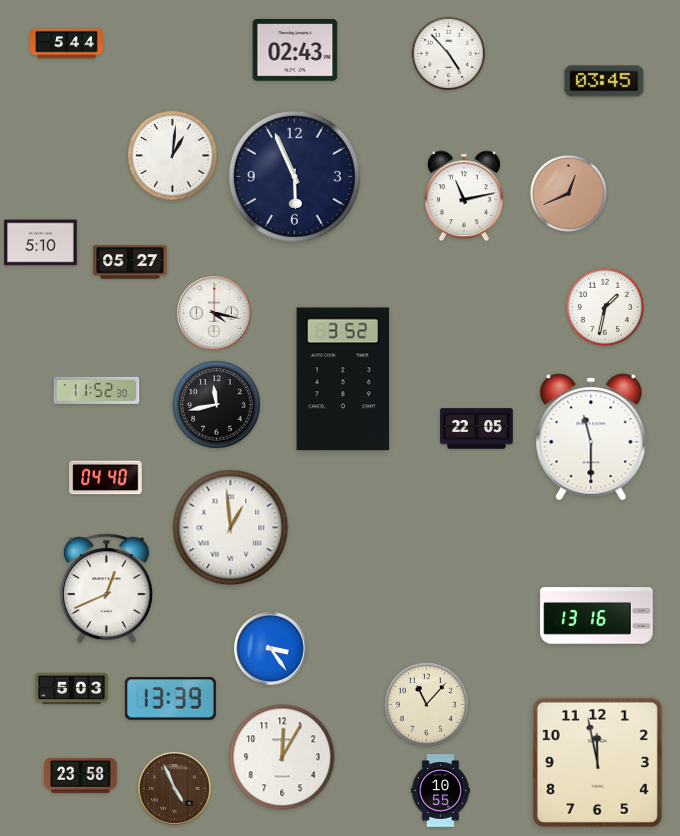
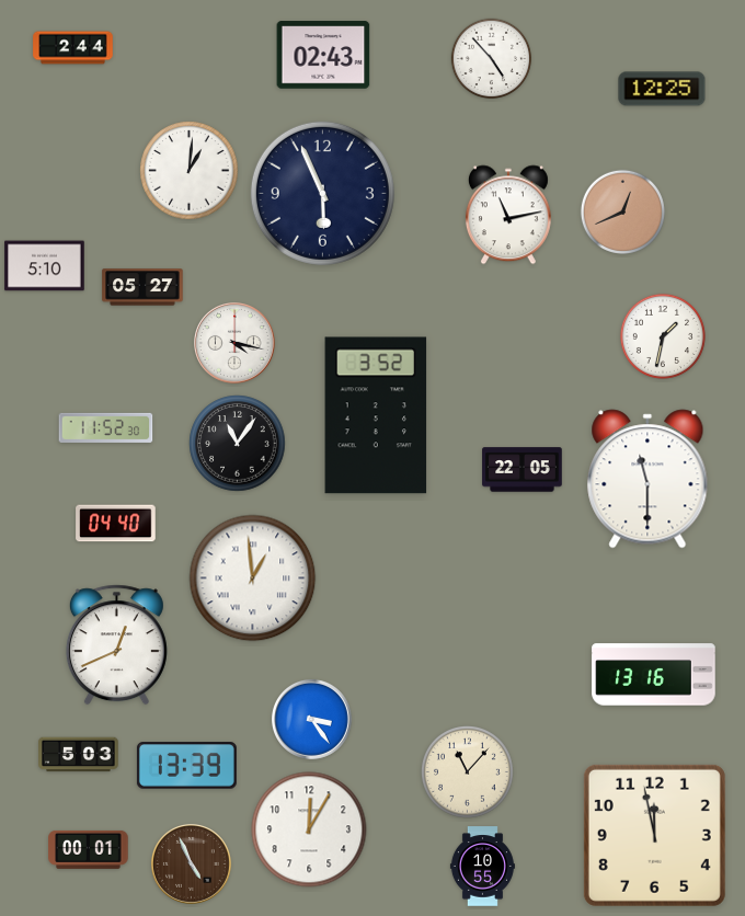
clock at (67, 44): 5:44 -> 2:44
clock at (604, 81): 03:45 -> 12:25
clock at (217, 405): 11:43 -> 11:06
clock at (271, 649) position: (271, 649) -> (312, 720)
clock at (81, 775): 23:58 -> 00:01
